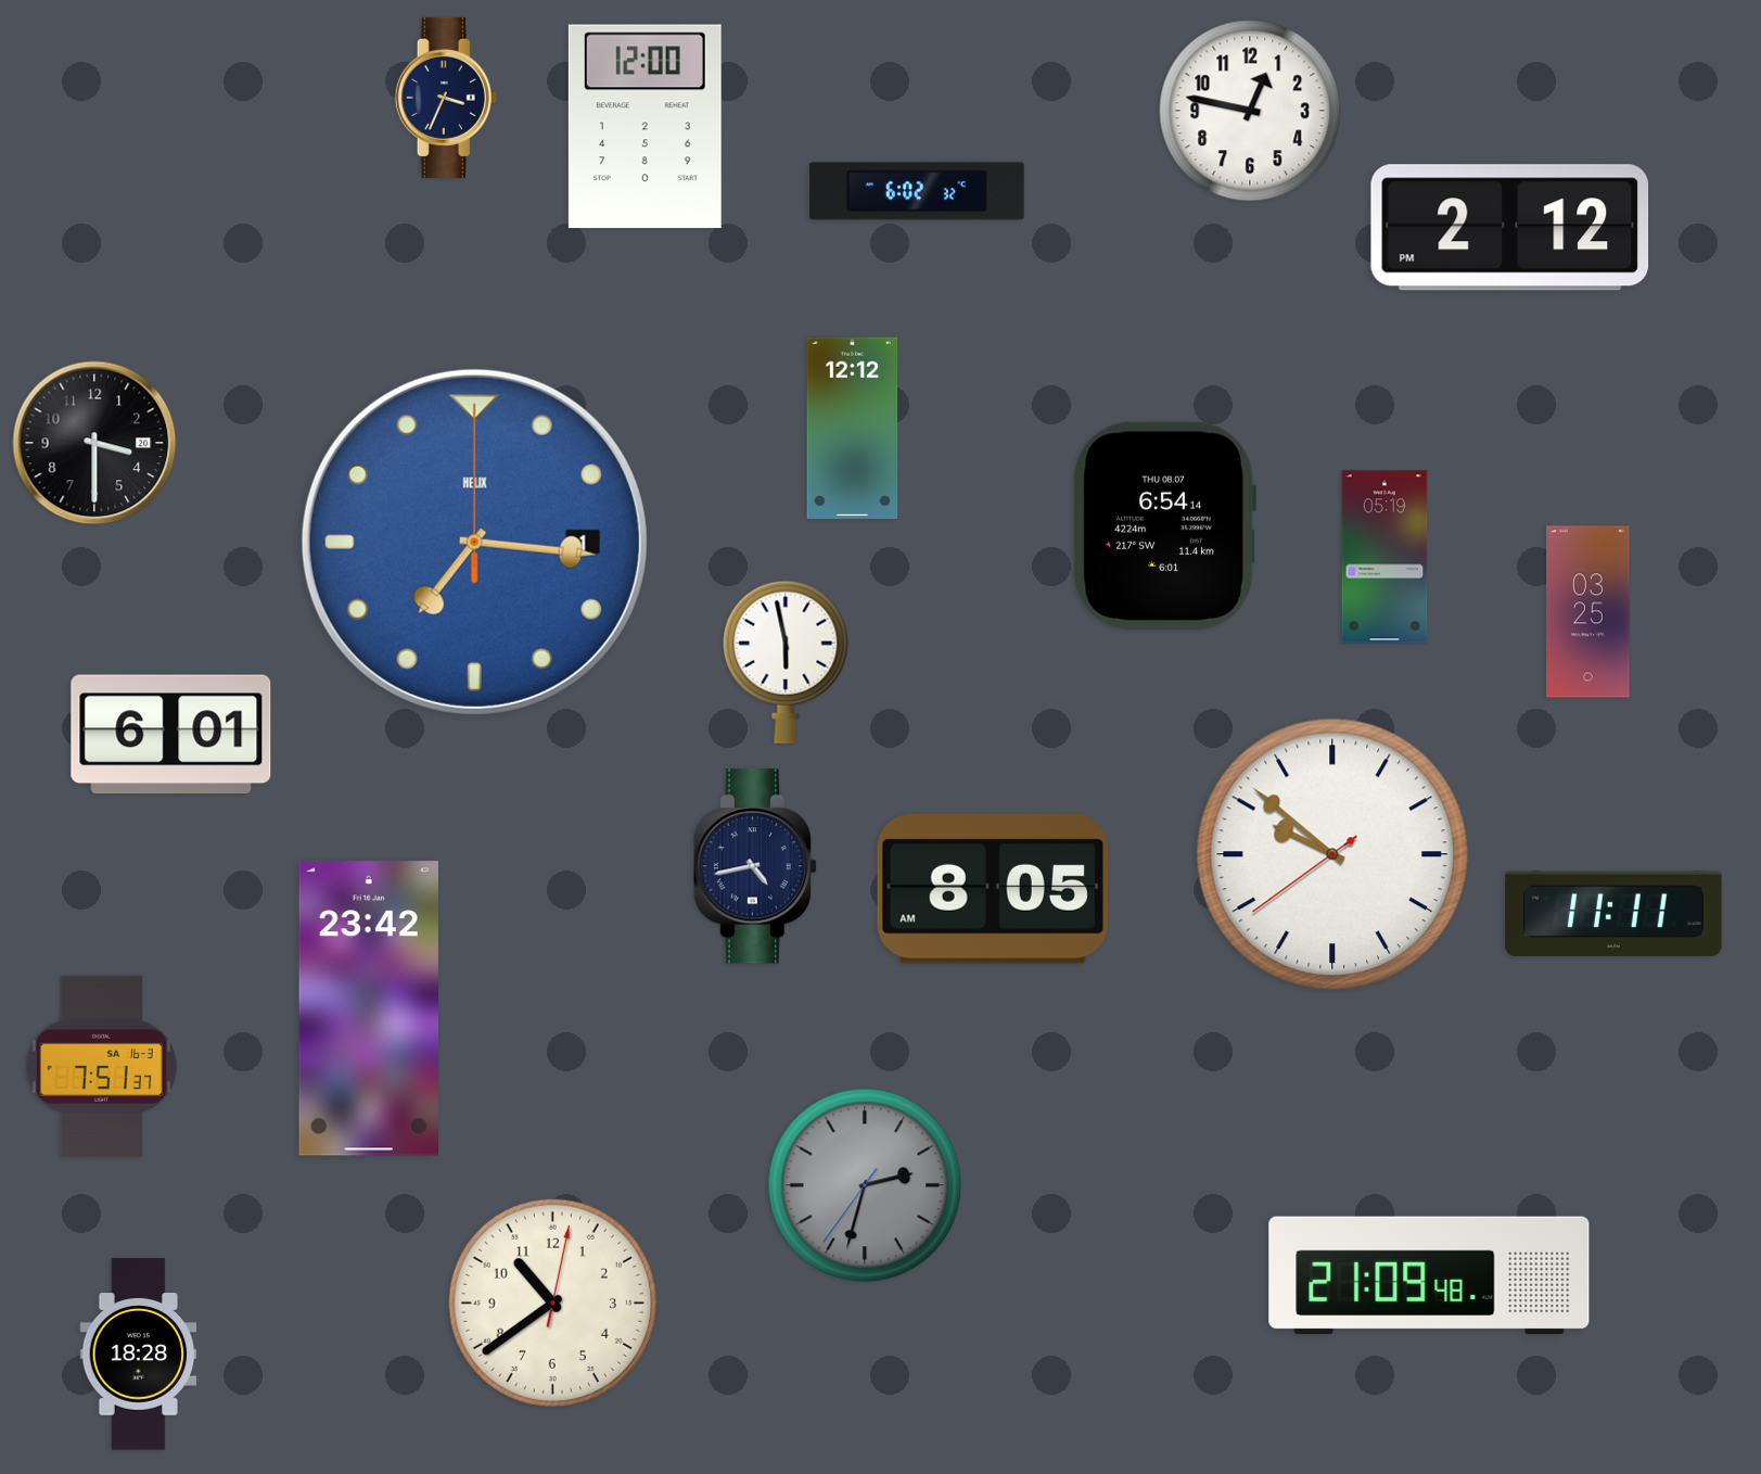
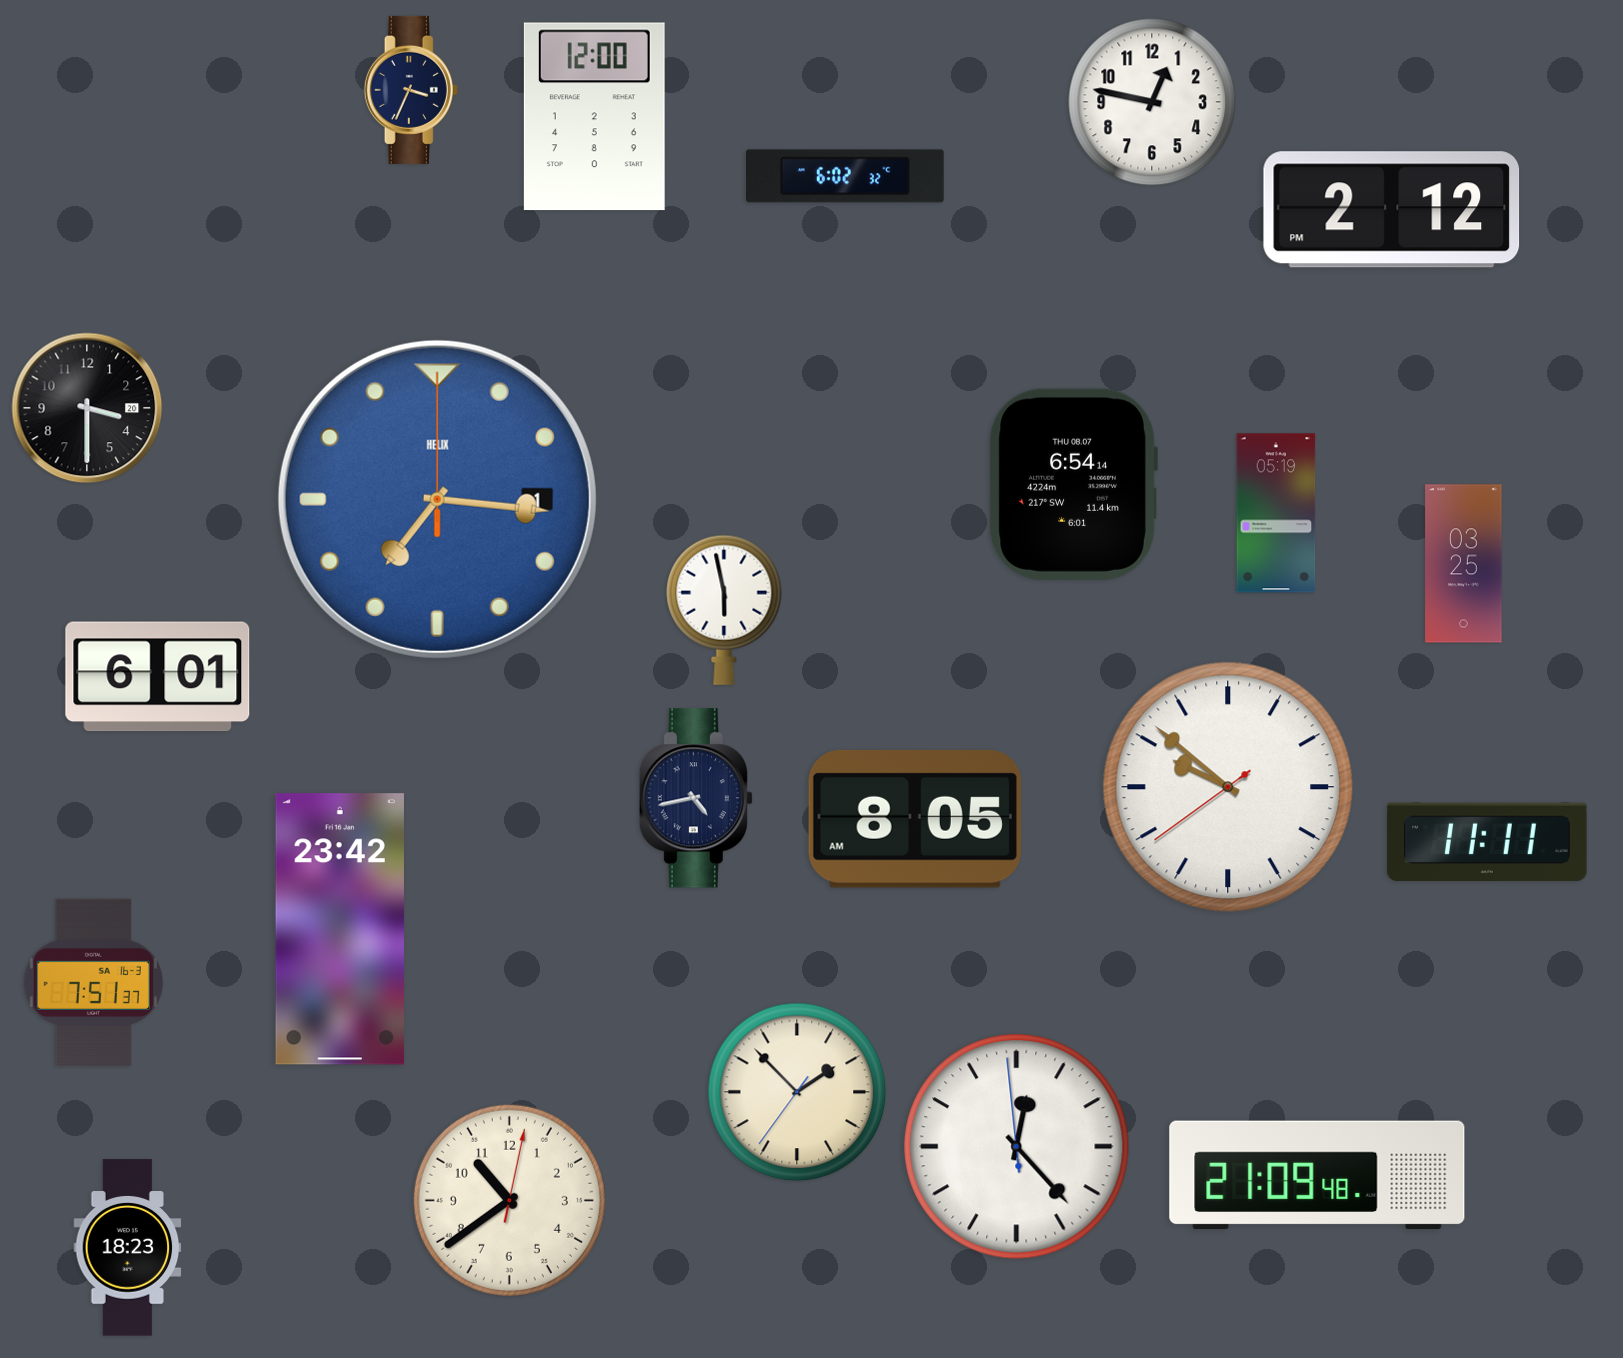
clock at (853, 429): 12:12 -> none
clock at (865, 1185): 2:32 -> 1:52
clock at (865, 1185) dial: grey -> cream
clock at (1017, 1147): none -> 12:22
clock at (139, 1355): 18:28 -> 18:23
